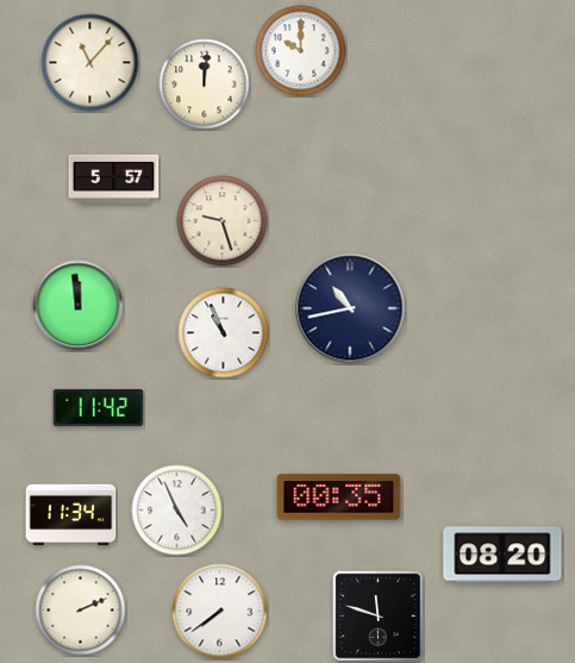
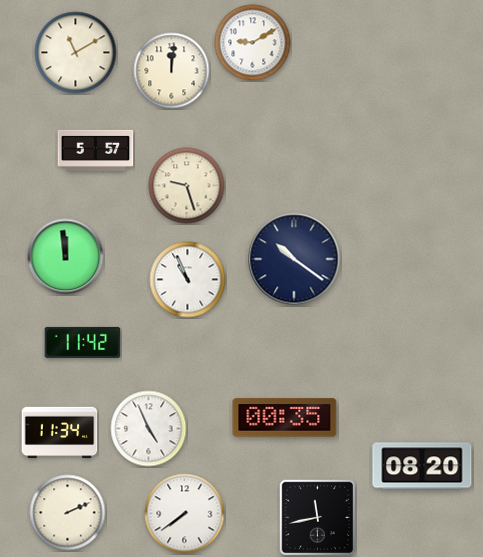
clock at (301, 51): 10:00 -> 9:10
clock at (90, 63): 11:07 -> 11:10
clock at (350, 308): 10:43 -> 10:21
clock at (377, 615): 11:48 -> 11:43
